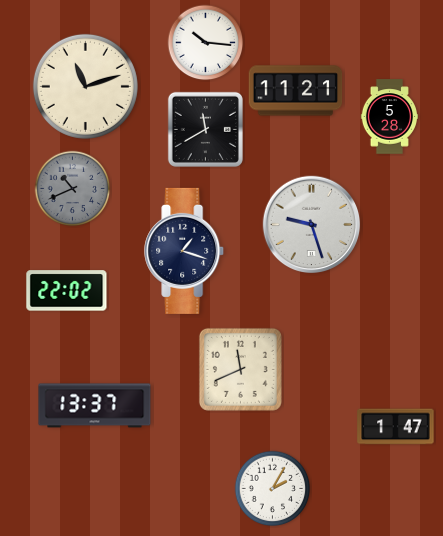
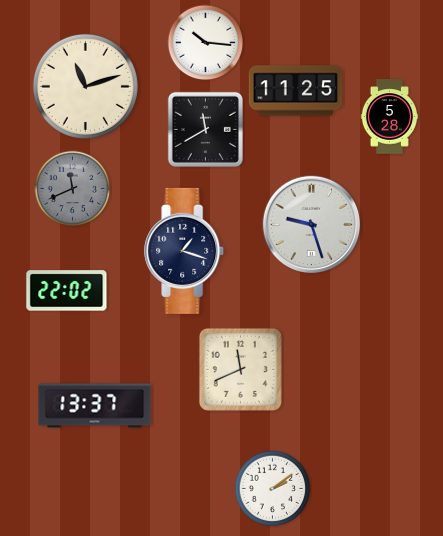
clock at (296, 91): 11:21 -> 11:25
clock at (73, 189): 10:41 -> 11:41
clock at (396, 427): 1:47 -> none
clock at (273, 489): 2:05 -> 2:09
